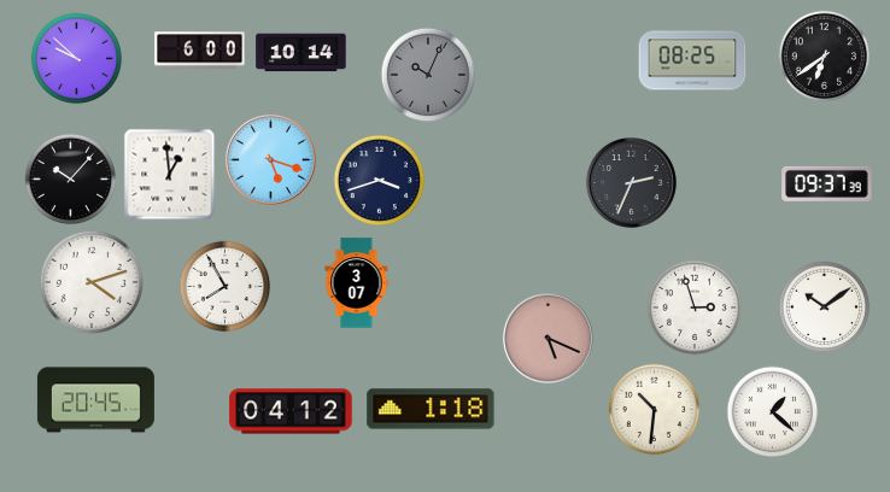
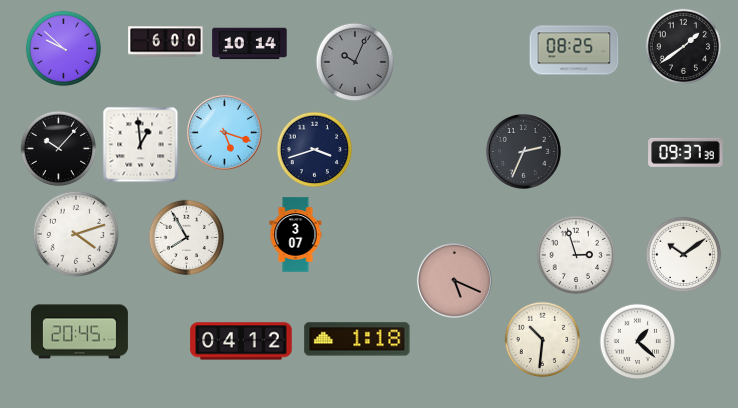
clock at (825, 57): 6:39 -> 1:39
clock at (773, 412) position: (773, 412) -> (638, 342)
